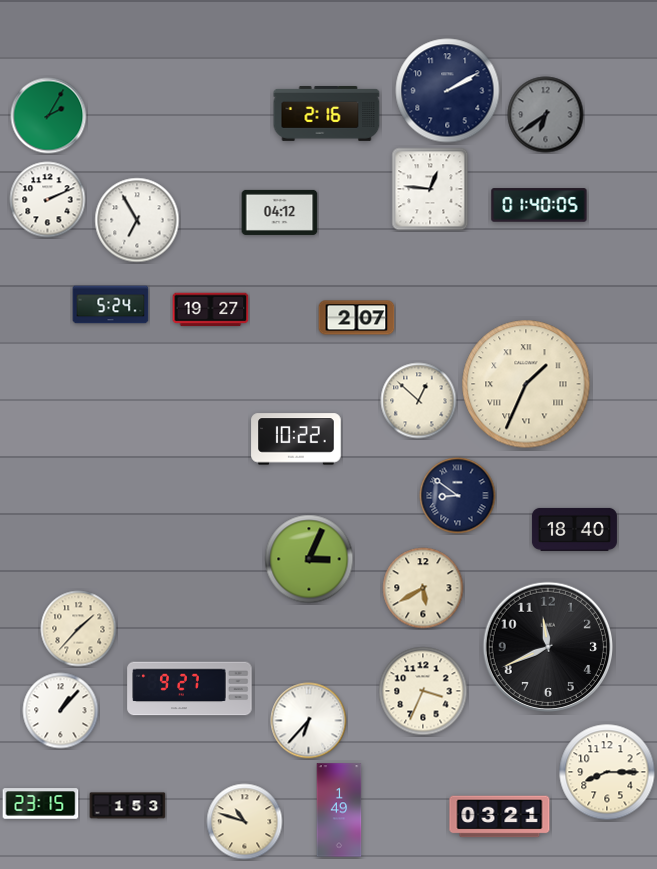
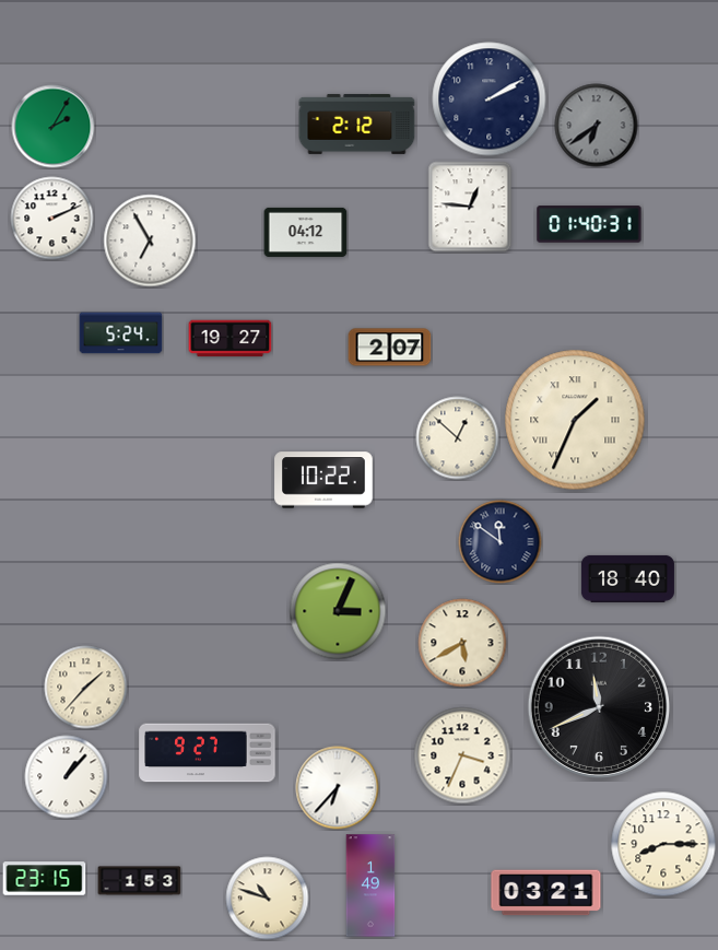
clock at (327, 113): 2:16 -> 2:12
clock at (539, 205): 01:40:05 -> 01:40:31
clock at (458, 496): 8:51 -> 11:51
